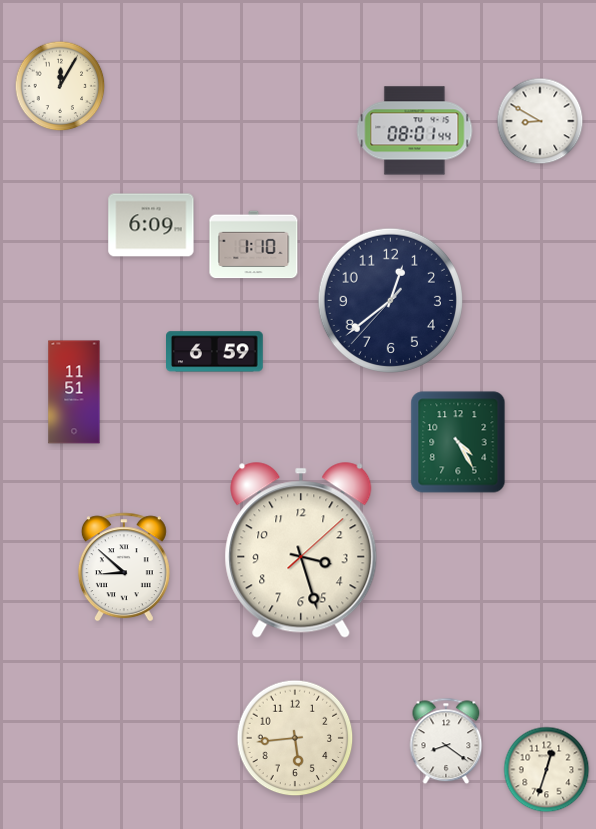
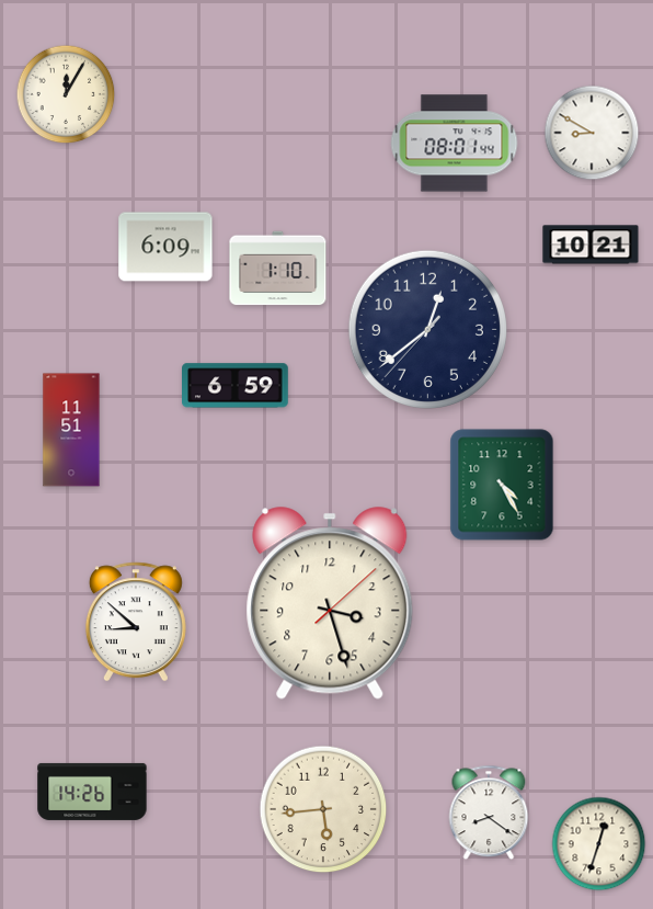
clock at (591, 245): none -> 10:21
clock at (74, 392) position: (74, 392) -> (71, 430)
clock at (92, 792): none -> 14:26
